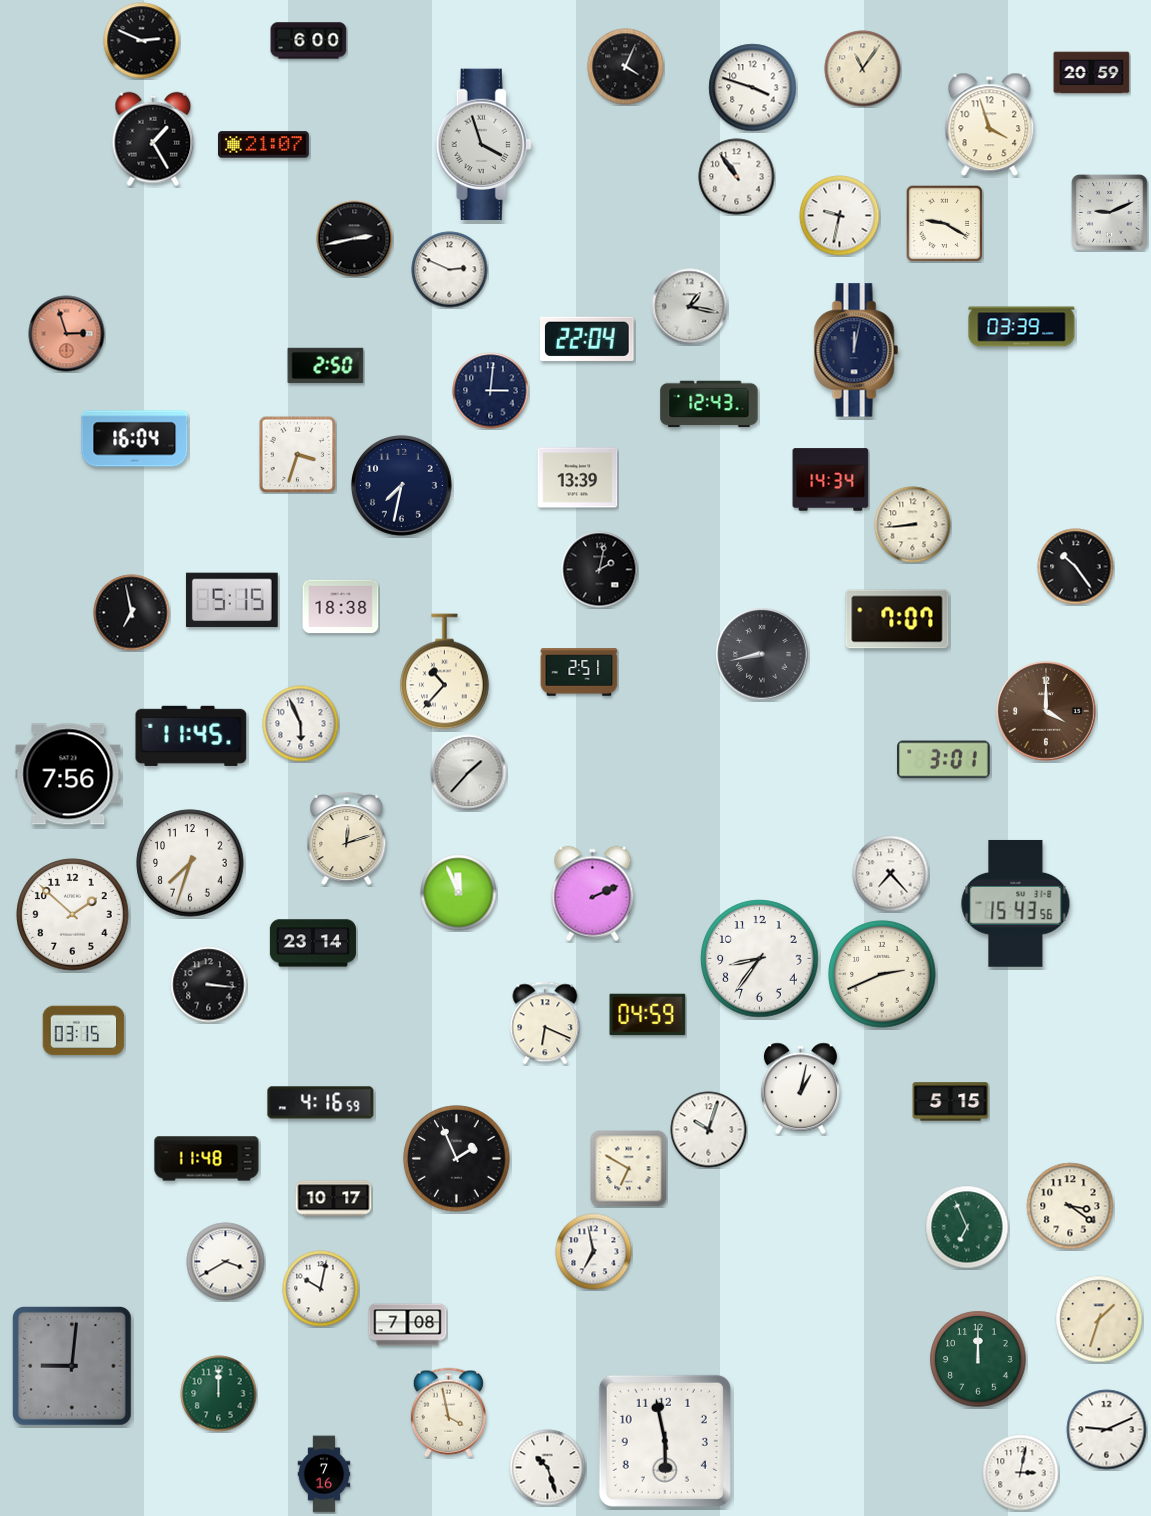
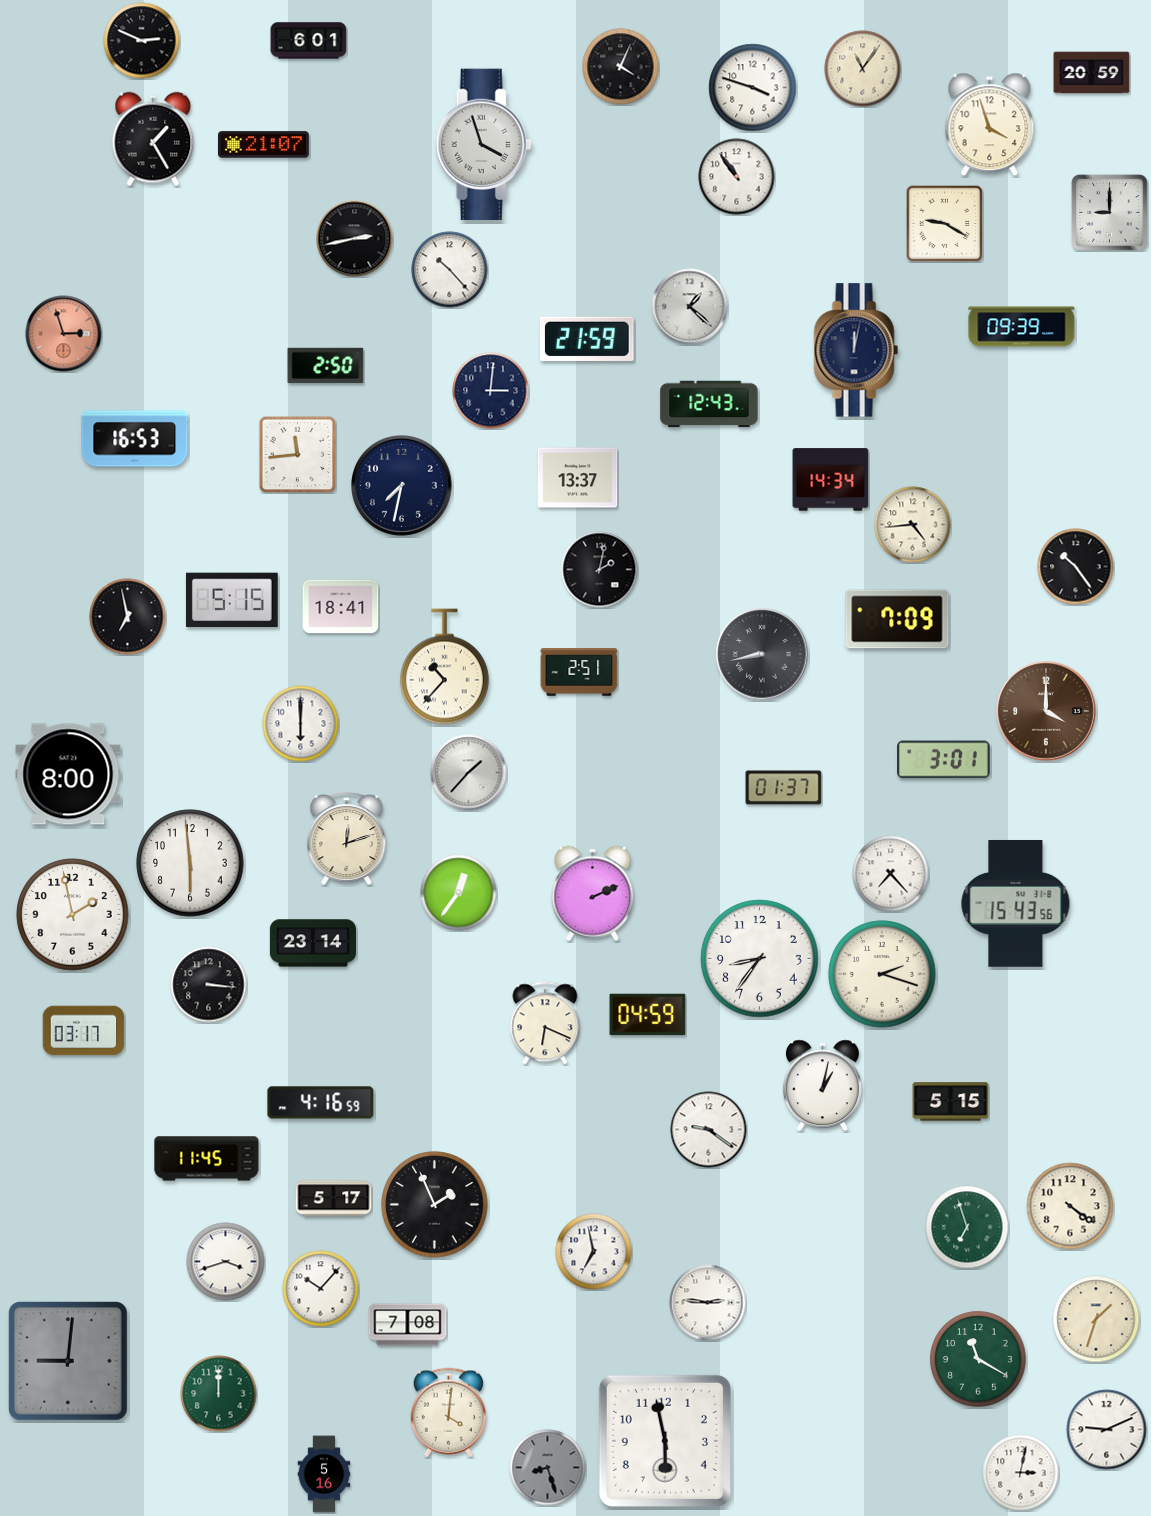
clock at (309, 41): 6:00 -> 6:01
clock at (626, 67) position: (626, 67) -> (621, 67)
clock at (1110, 213): 9:11 -> 9:00
clock at (840, 216): 9:32 -> none
clock at (450, 270): 2:49 -> 10:23
clock at (690, 307): 1:17 -> 1:22
clock at (1022, 327): 03:39 -> 09:39
clock at (67, 334) position: (67, 334) -> (64, 334)
clock at (588, 339): 22:04 -> 21:59
clock at (135, 439): 16:04 -> 16:53
clock at (297, 454): 3:33 -> 11:44
clock at (578, 478): 13:39 -> 13:37
clock at (913, 525): 8:44 -> 4:44
clock at (341, 607): 18:38 -> 18:41
clock at (132, 613) position: (132, 613) -> (128, 617)
clock at (897, 619): 7:07 -> 7:09
clock at (445, 672) position: (445, 672) -> (445, 667)
clock at (301, 724): 5:56 -> 6:00
clock at (191, 736): 11:45 -> none
clock at (68, 774): 7:56 -> 8:00
clock at (784, 788): none -> 01:37
clock at (190, 863): 7:33 -> 5:59
clock at (459, 893): 11:56 -> 12:36
clock at (73, 915): 1:52 -> 1:58
clock at (882, 974): 2:41 -> 2:18
clock at (84, 1031): 03:15 -> 03:17
clock at (800, 1089) position: (800, 1089) -> (822, 1086)
clock at (709, 1130): 10:03 -> 9:21
clock at (207, 1159): 11:48 -> 11:45
clock at (457, 1159) position: (457, 1159) -> (435, 1205)
clock at (629, 1169): 6:50 -> none
clock at (334, 1199): 10:17 -> 5:17
clock at (1070, 1206): 3:21 -> 4:21
clock at (967, 1227): 6:56 -> 6:57
clock at (226, 1262): 3:40 -> 3:42
clock at (321, 1289): 10:02 -> 10:07
clock at (708, 1303): none -> 2:46
clock at (1099, 1319) position: (1099, 1319) -> (1096, 1319)
clock at (978, 1359): 12:00 -> 11:20
clock at (72, 1366) position: (72, 1366) -> (68, 1361)
clock at (448, 1413): 3:58 -> 4:01
clock at (548, 1468): 10:27 -> 8:27
clock at (548, 1468) dial: white -> grey
clock at (324, 1474): 7:16 -> 5:16
